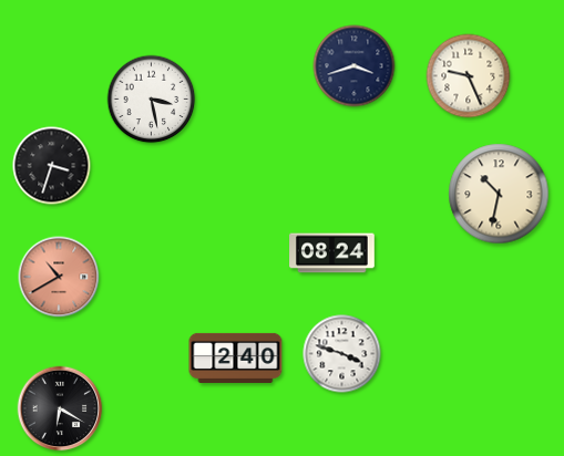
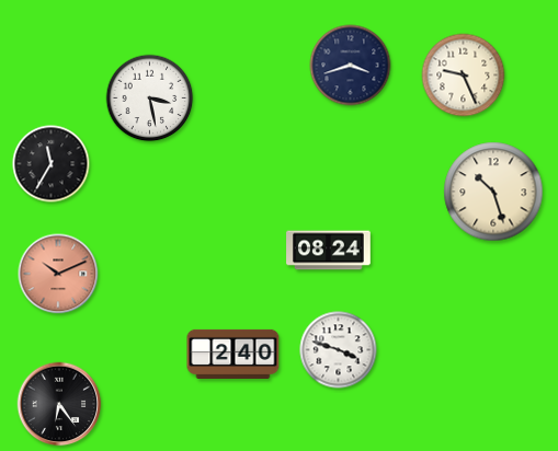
clock at (52, 166): 3:33 -> 11:35
clock at (499, 194): 10:32 -> 10:27
clock at (59, 277): 10:40 -> 10:11
clock at (60, 408): 6:20 -> 6:24
